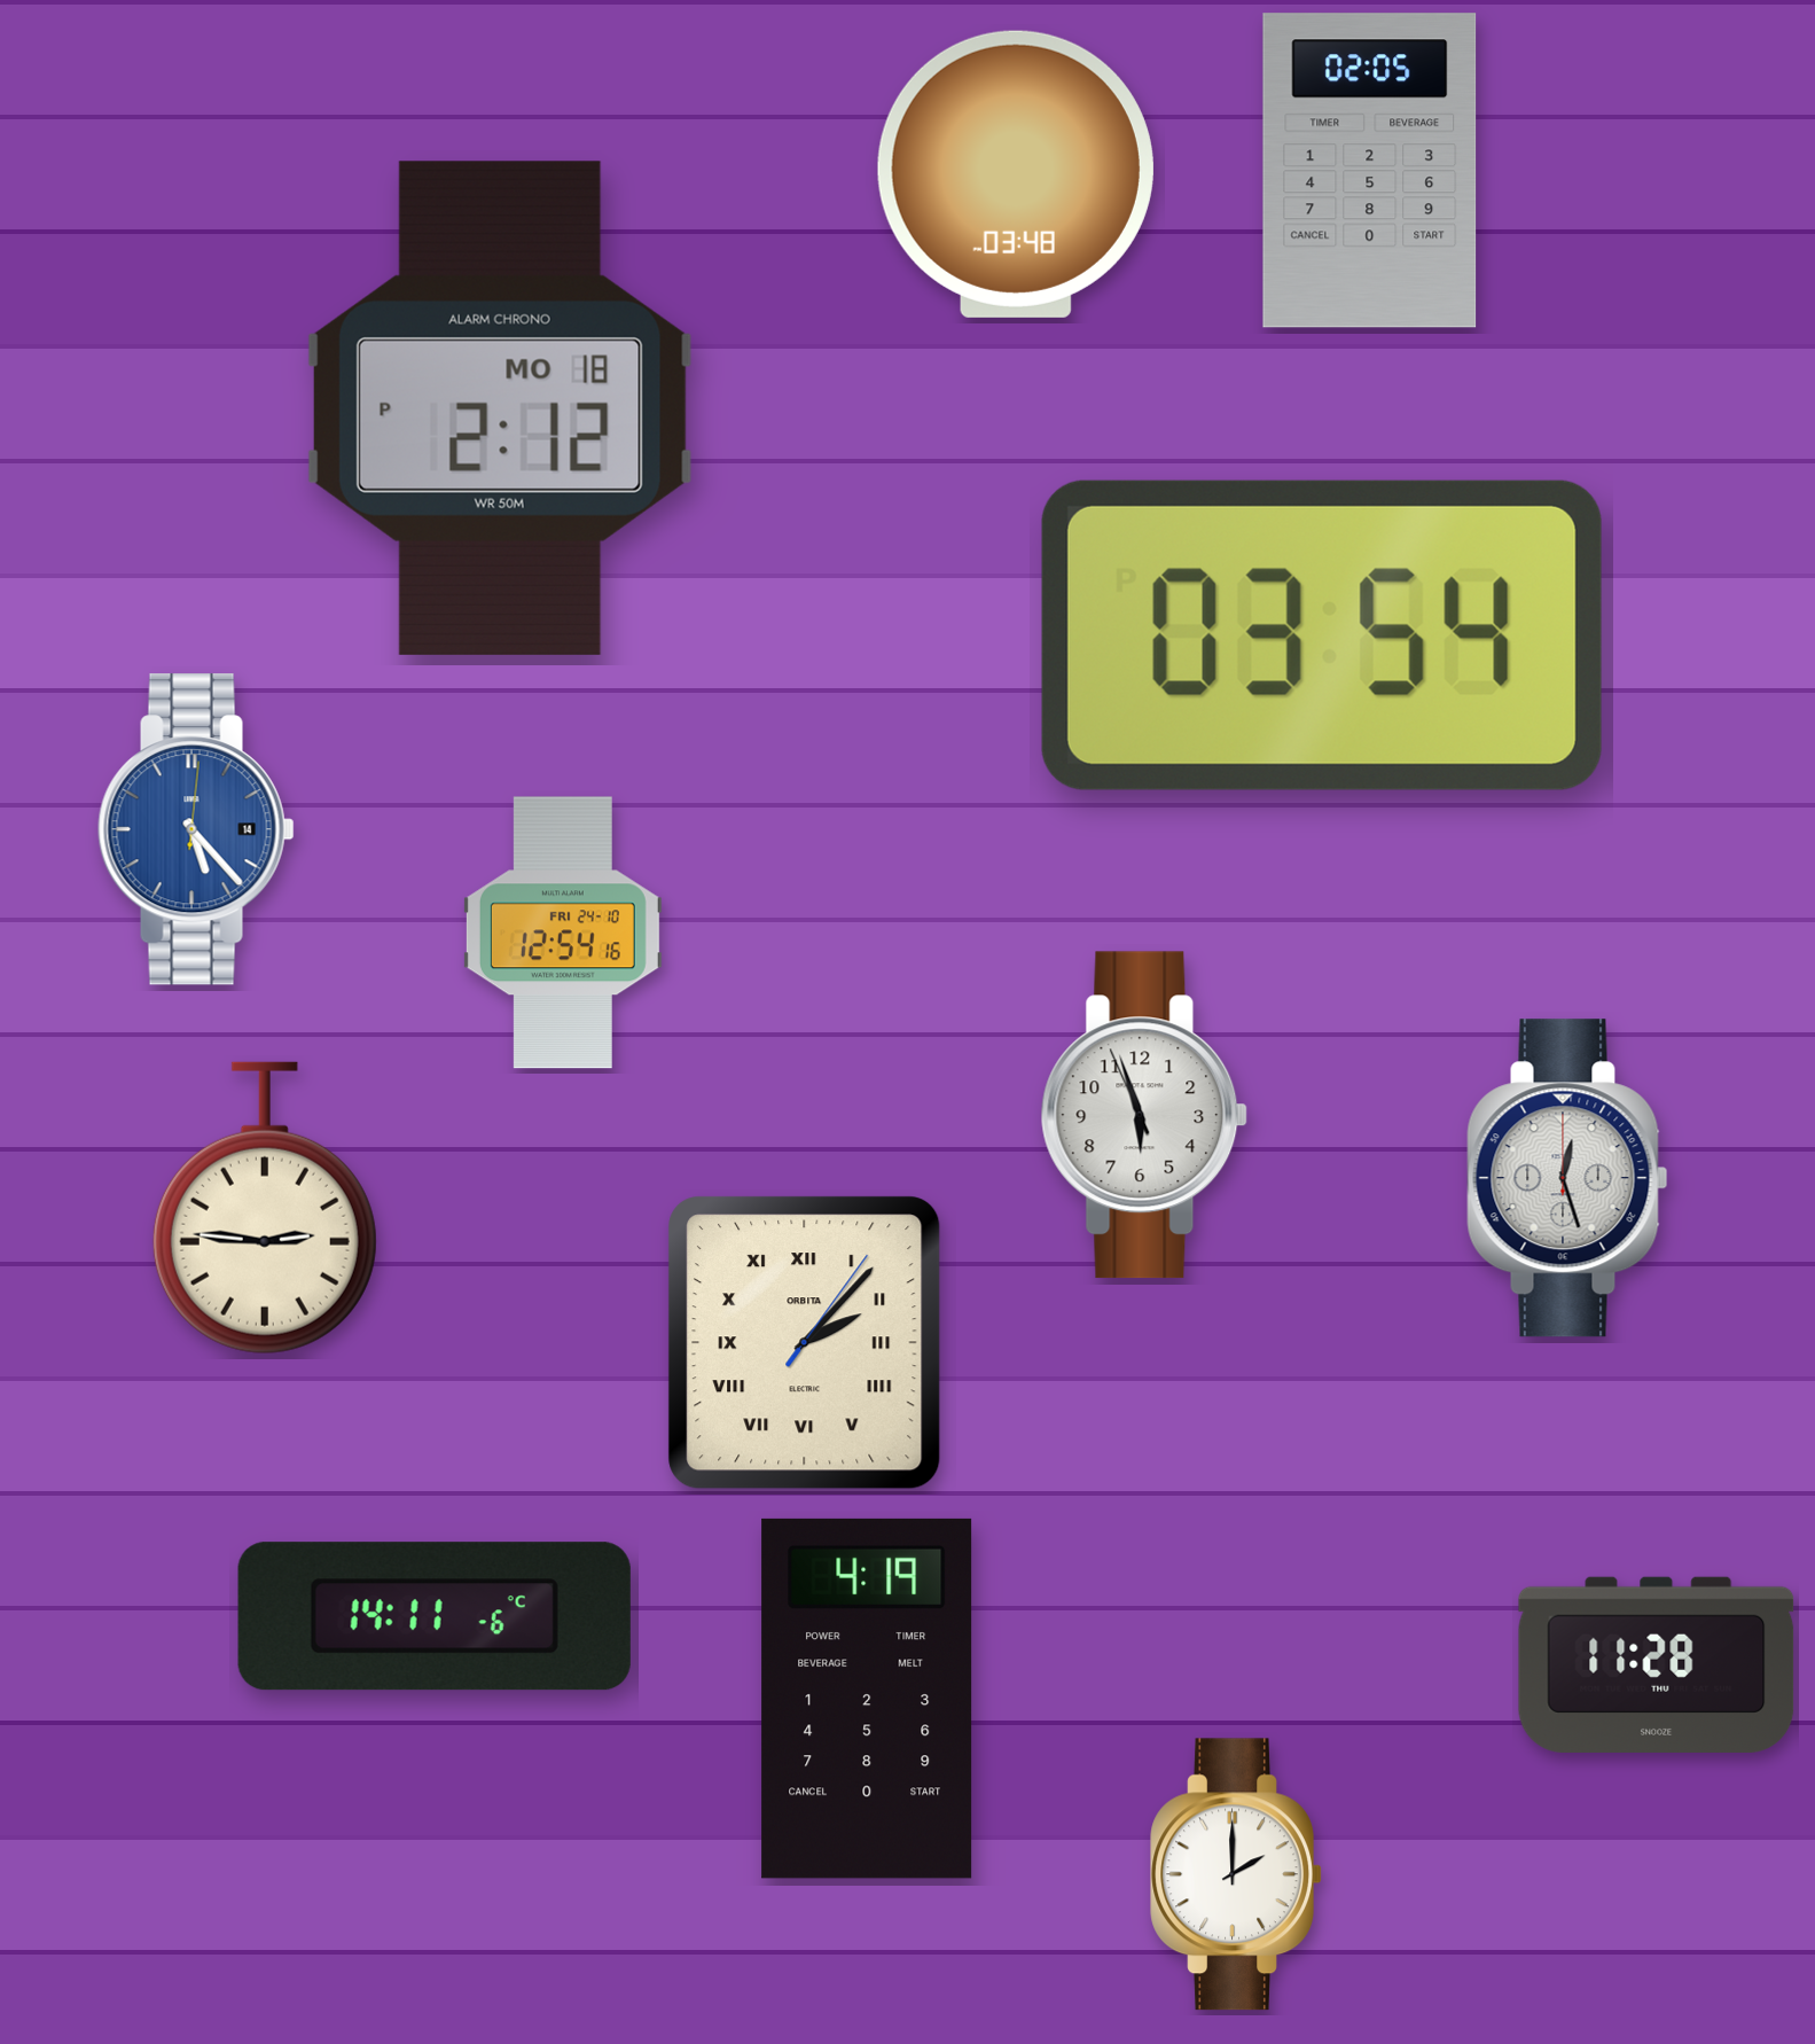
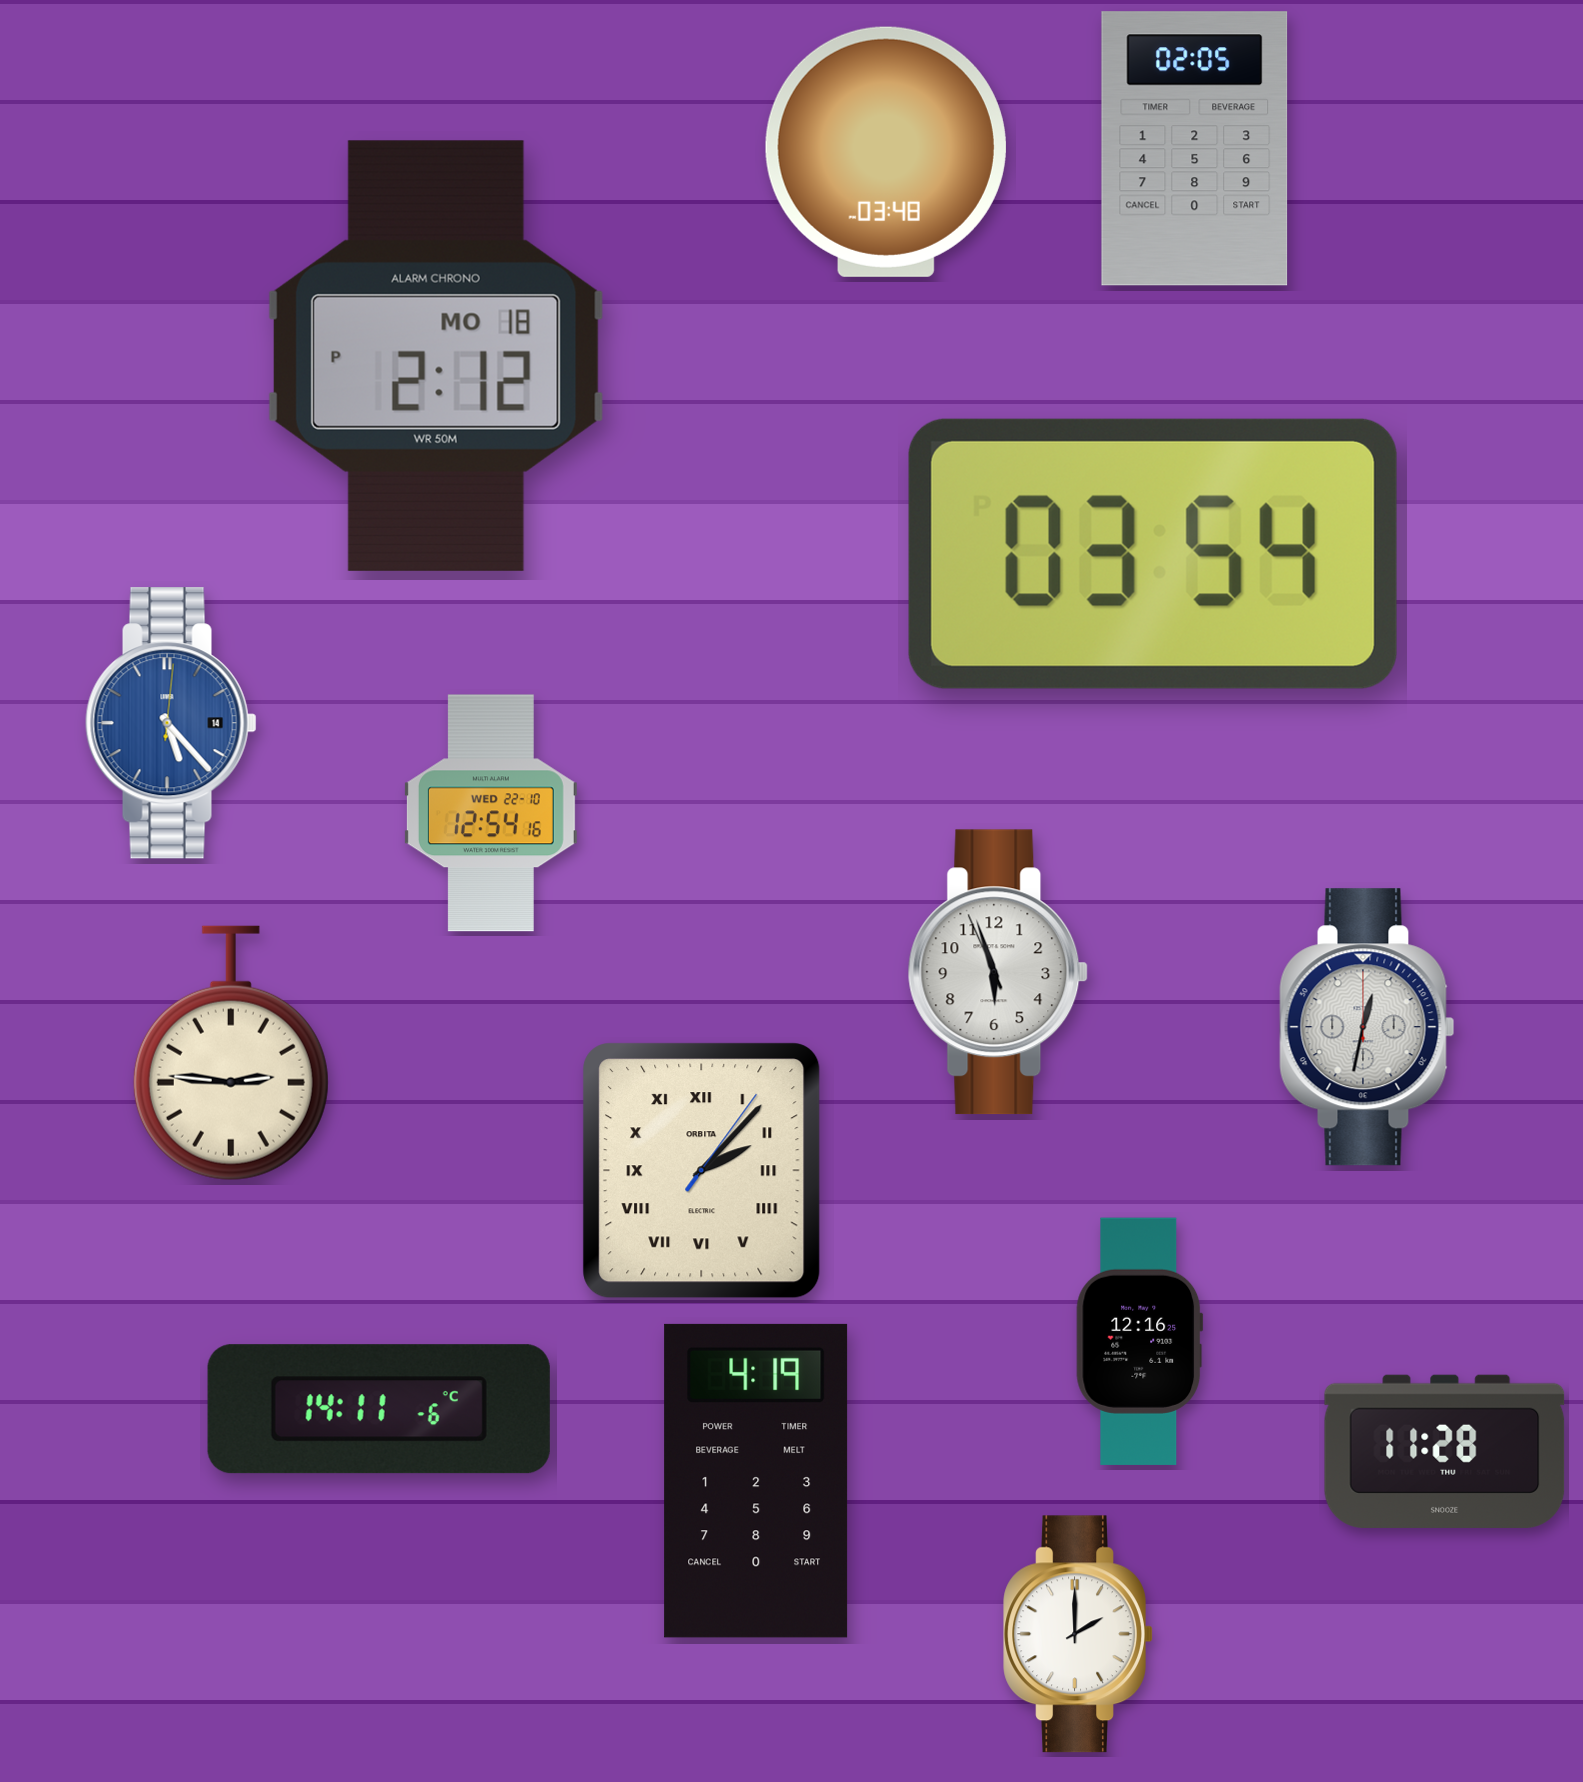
clock at (563, 933) date: FRI 24-10 -> WED 22-10
clock at (1567, 1178): 12:27 -> 12:32
clock at (1140, 1341): none -> 12:16
